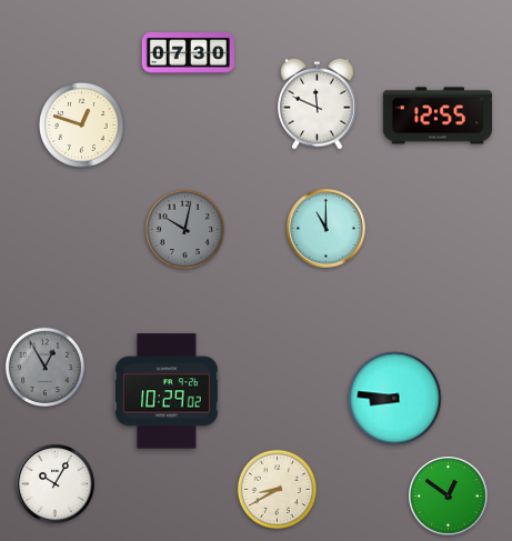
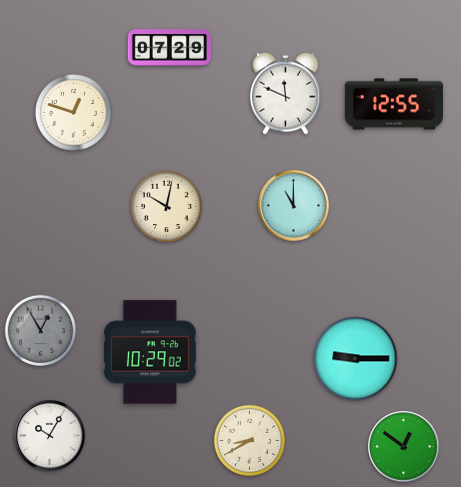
clock at (188, 53): 07:30 -> 07:29
clock at (184, 229) dial: grey -> cream
clock at (395, 399): 8:46 -> 9:15
